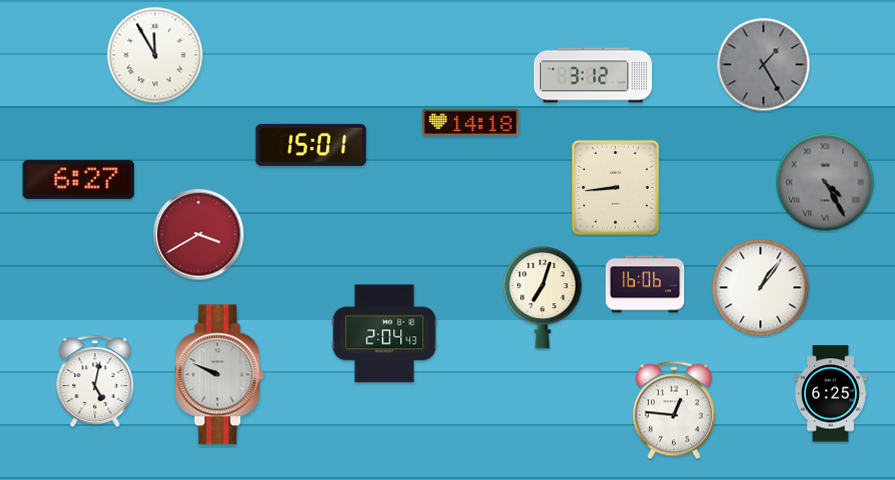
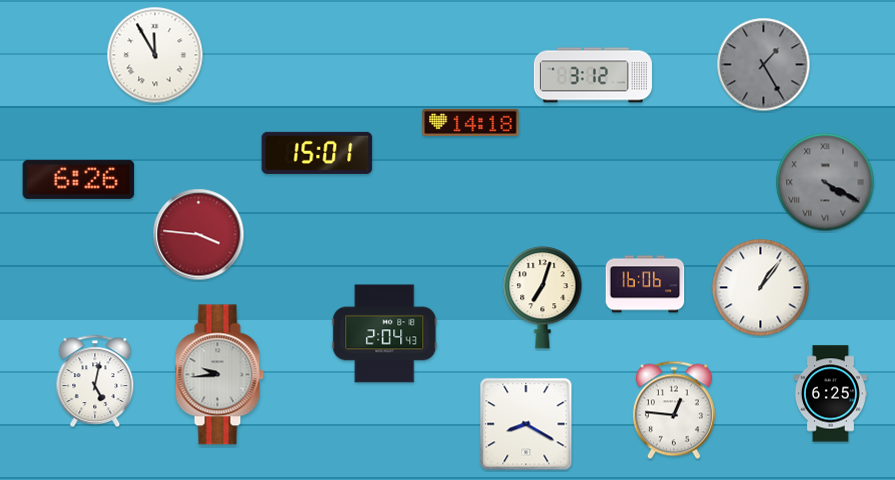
clock at (311, 145) position: (311, 145) -> (317, 153)
clock at (79, 179): 6:27 -> 6:26
clock at (825, 182): 4:25 -> 4:20
clock at (615, 187): 8:44 -> none
clock at (199, 235): 3:40 -> 3:46
clock at (219, 375): 9:49 -> 9:44
clock at (526, 424): none -> 8:20
